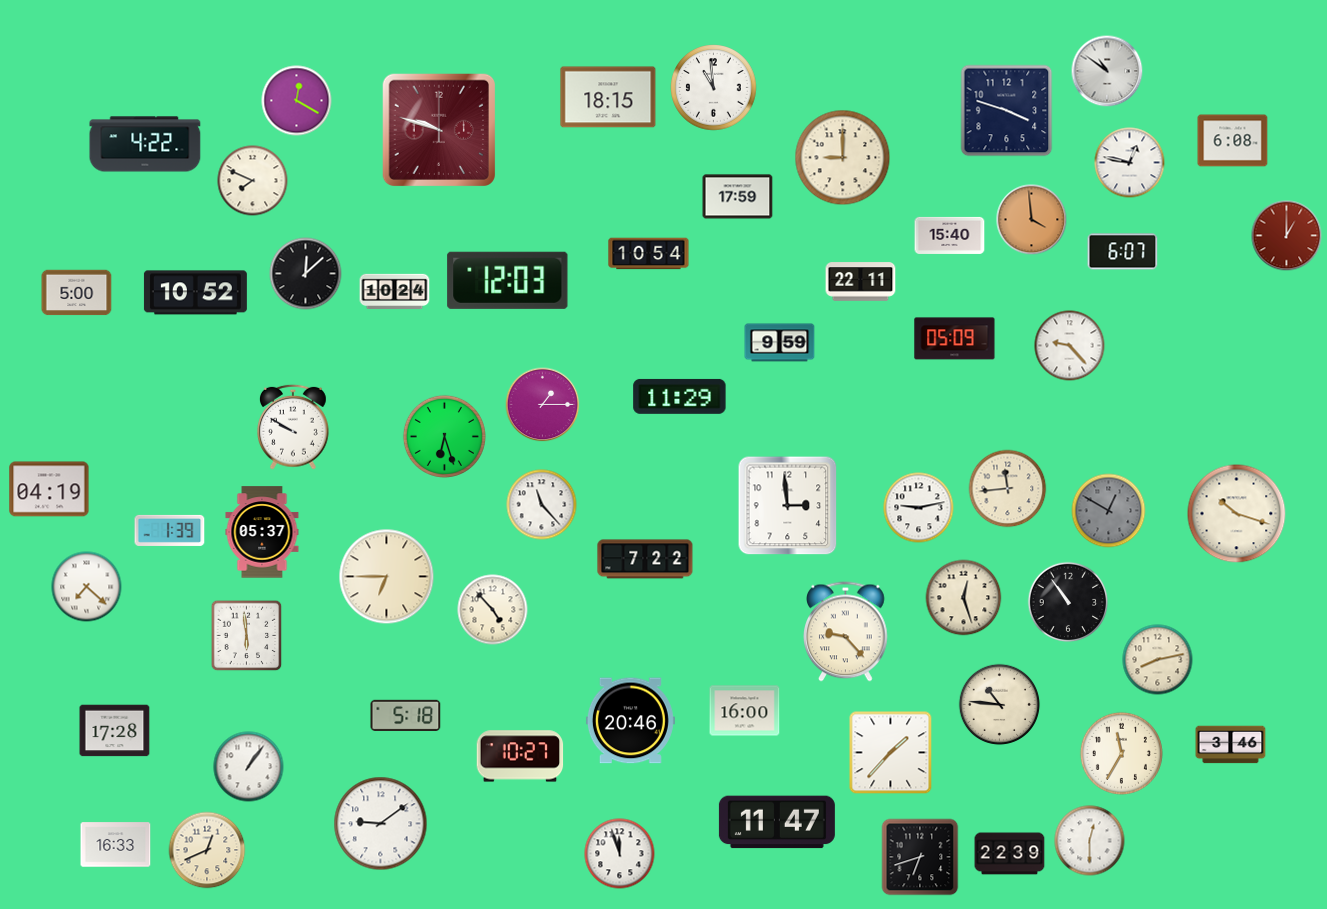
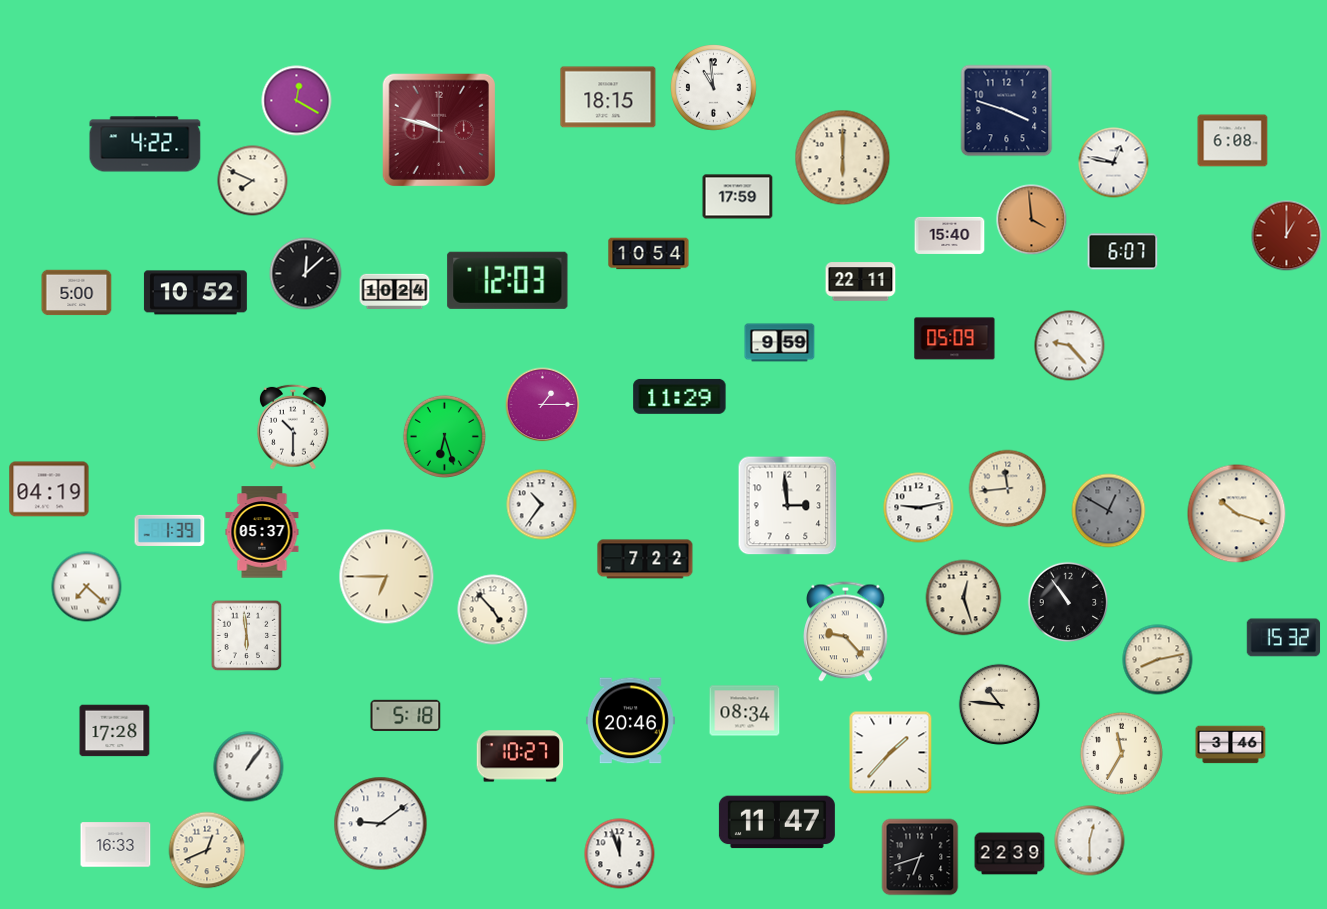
clock at (1107, 71): 10:51 -> none
clock at (843, 158): 9:00 -> 6:00
clock at (1130, 163) position: (1130, 163) -> (1114, 163)
clock at (294, 427): 9:50 -> 10:30
clock at (542, 505): 11:23 -> 10:36
clock at (1284, 638): none -> 15:32
clock at (745, 711): 16:00 -> 08:34
